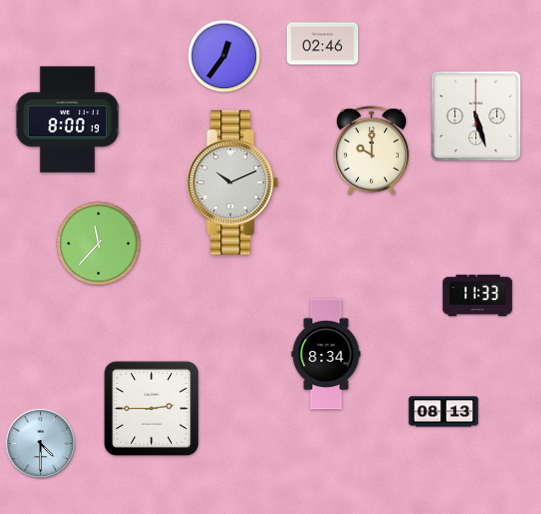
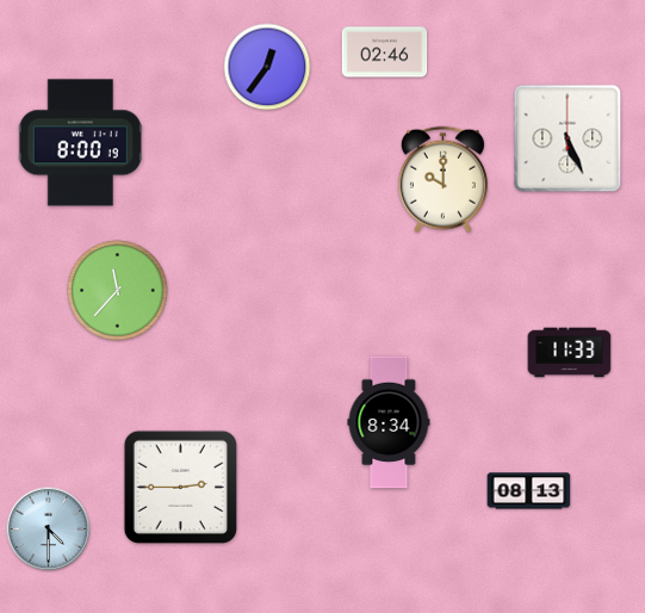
clock at (476, 116): 5:27 -> 5:26
clock at (233, 183): 10:11 -> none
